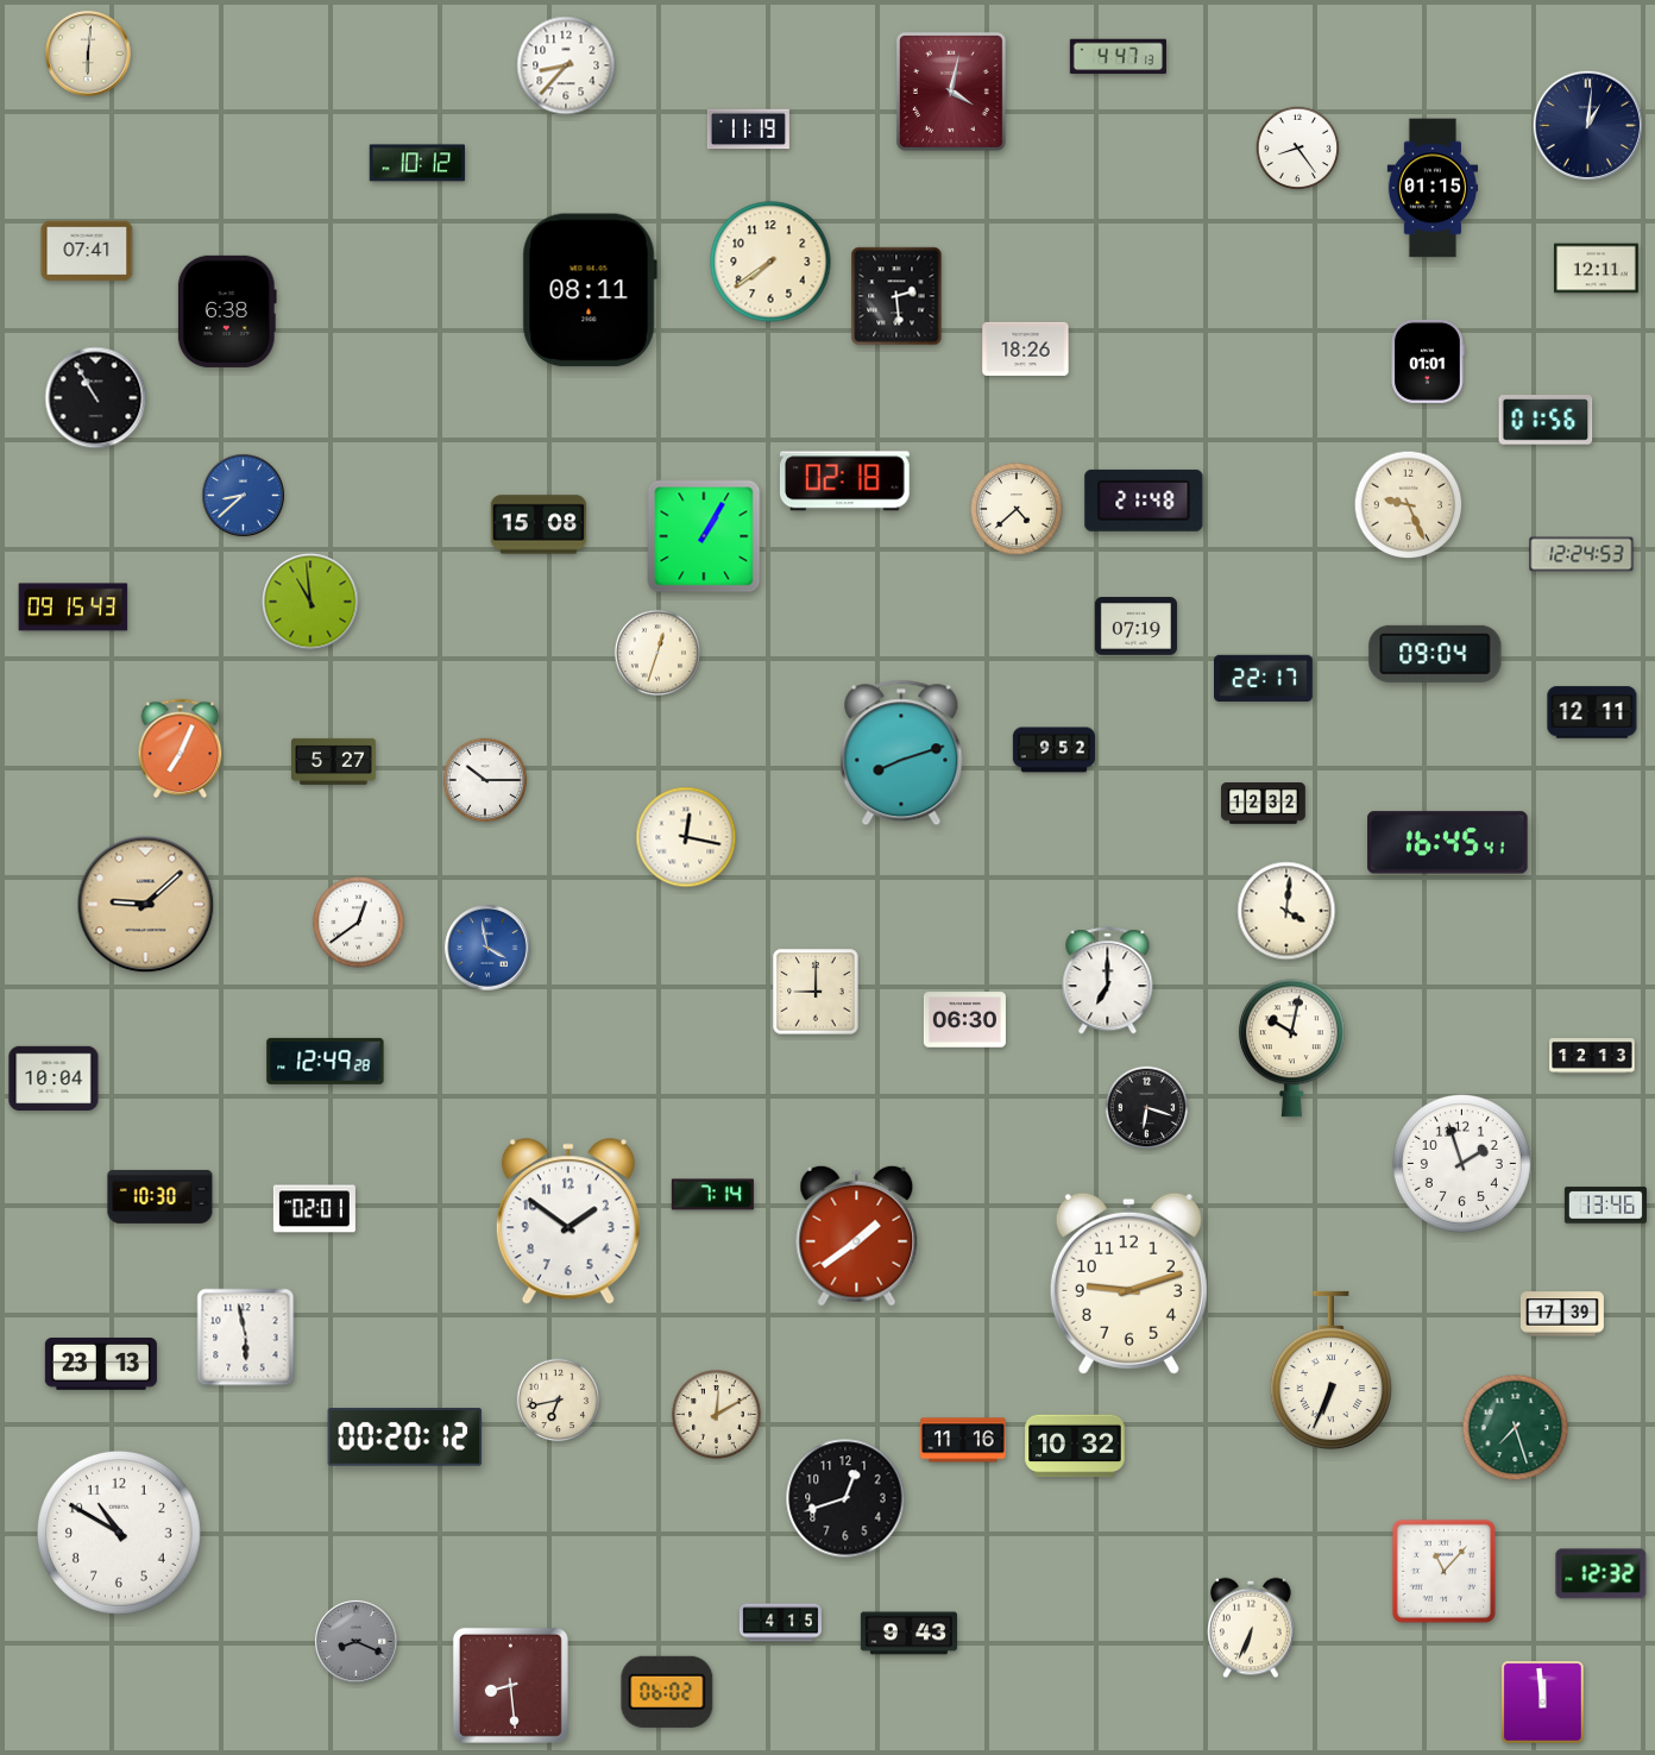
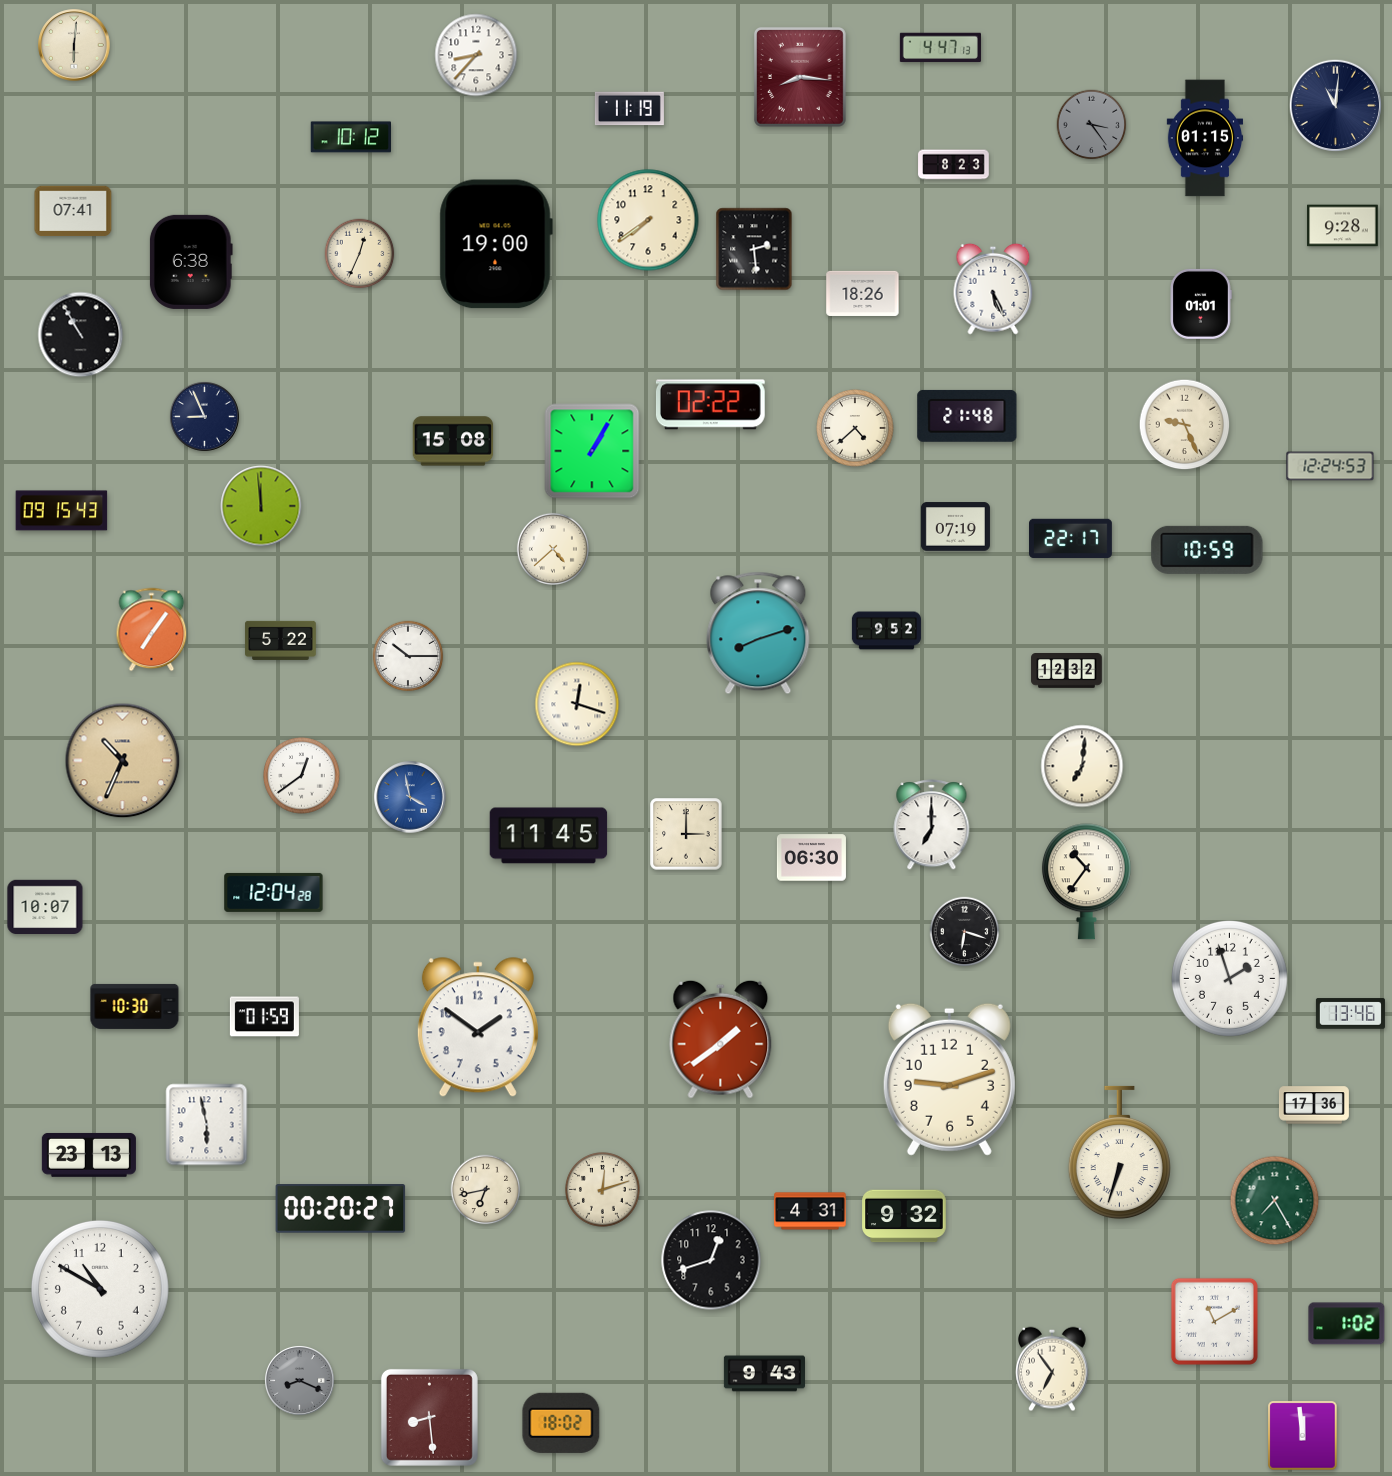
clock at (951, 92): 4:02 -> 8:16
clock at (1587, 125): 1:01 -> 11:01
clock at (1298, 149): 8:24 -> 3:24
clock at (1298, 149) dial: white -> grey
clock at (1433, 188) position: (1433, 188) -> (1205, 138)
clock at (954, 165): none -> 8:23
clock at (1597, 269): 12:11 -> 9:28
clock at (590, 290): 08:11 -> 19:00
clock at (360, 254): none -> 12:34
clock at (993, 289): none -> 5:26
clock at (1546, 420): 01:56 -> none
clock at (845, 482): 02:18 -> 02:22
clock at (243, 495): 8:38 -> 8:56
clock at (243, 495) dial: blue -> navy
clock at (1144, 501) position: (1144, 501) -> (967, 416)
clock at (310, 602): 10:59 -> 11:59
clock at (657, 653): 12:33 -> 4:38
clock at (1435, 654): 09:04 -> 10:59
clock at (1264, 679) position: (1264, 679) -> (1071, 539)
clock at (1592, 712): 12:11 -> none
clock at (181, 749): 7:04 -> 7:06
clock at (334, 761): 5:27 -> 5:22
clock at (1264, 804) position: (1264, 804) -> (1067, 671)
clock at (686, 837): 12:17 -> 12:18
clock at (1448, 843): 16:45 -> none
clock at (146, 905): 9:08 -> 10:34
clock at (1286, 911): 4:01 -> 7:01
clock at (816, 992): 9:00 -> 3:00
clock at (549, 836): none -> 11:45
clock at (1291, 1049): 10:02 -> 10:36
clock at (1592, 1056): 12:13 -> none
clock at (326, 1061): 12:49 -> 12:04
clock at (54, 1077): 10:04 -> 10:07
clock at (712, 1195): 7:14 -> none
clock at (314, 1209): 02:01 -> 01:59
clock at (1562, 1314): 17:39 -> 17:36
clock at (101, 1364) position: (101, 1364) -> (89, 1155)
clock at (1330, 1371): 6:34 -> 6:33
clock at (559, 1401) position: (559, 1401) -> (486, 1190)
clock at (717, 1415): 12:10 -> 12:12
clock at (1516, 1428): 7:27 -> 7:25
clock at (405, 1438): 00:20:12 -> 00:20:27
clock at (963, 1440): 11:16 -> 4:31
clock at (1075, 1446): 10:32 -> 9:32
clock at (1443, 1571): 11:07 -> 11:10
clock at (1601, 1574): 12:32 -> 1:02
clock at (780, 1623): 4:15 -> none
clock at (1251, 1628): 6:34 -> 6:54
clock at (667, 1692): 06:02 -> 18:02
clock at (1543, 1703) position: (1543, 1703) -> (1303, 1436)
